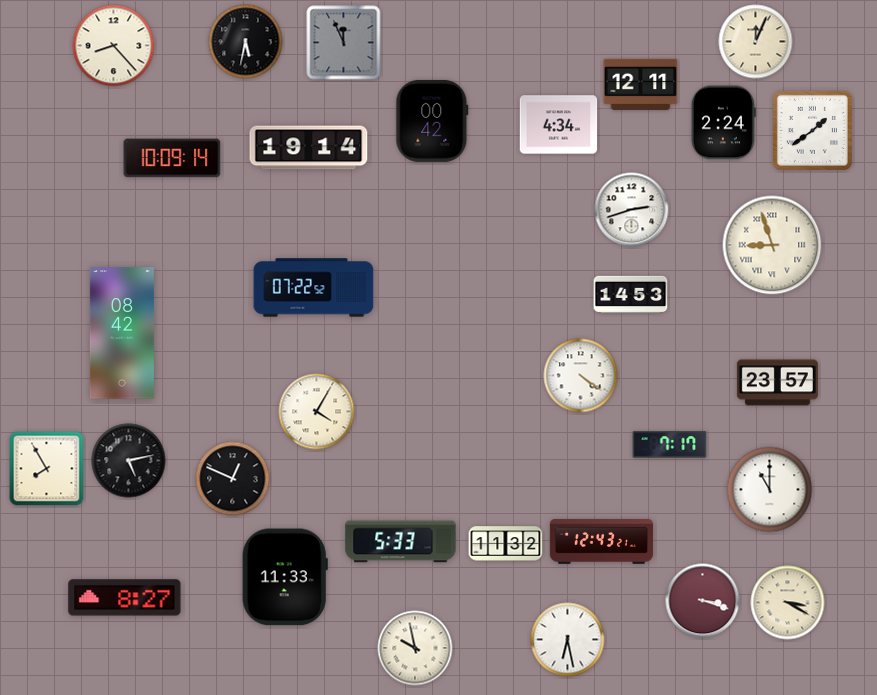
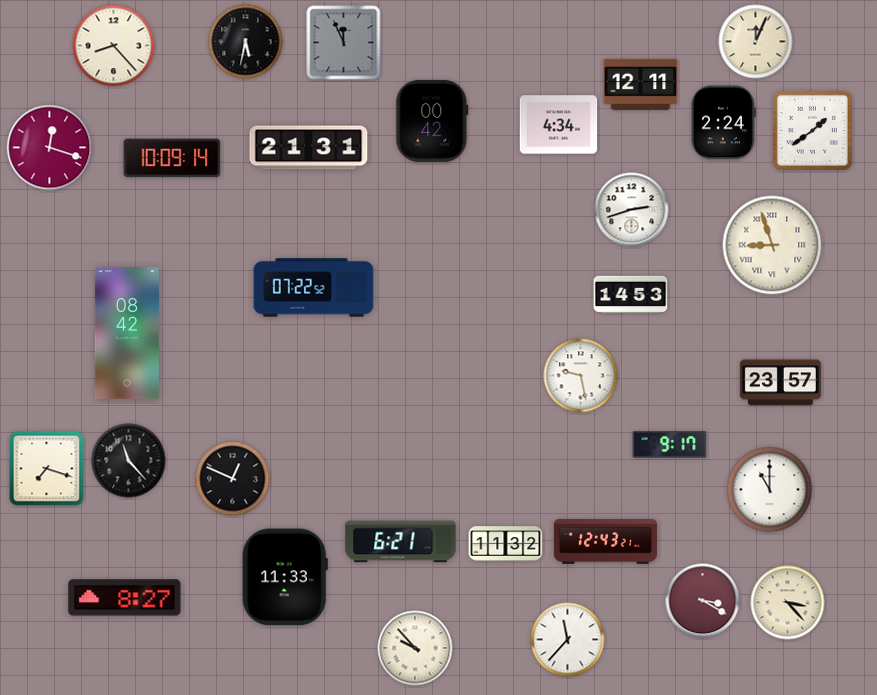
clock at (50, 148): none -> 12:18
clock at (309, 148): 19:14 -> 21:31
clock at (122, 333) position: (122, 333) -> (127, 333)
clock at (581, 376): 4:21 -> 9:28
clock at (777, 383) position: (777, 383) -> (780, 383)
clock at (317, 412): 4:05 -> none
clock at (670, 445): 7:17 -> 9:17
clock at (129, 461): 5:13 -> 11:23
clock at (47, 469): 7:55 -> 7:18
clock at (401, 542): 5:33 -> 6:21
clock at (601, 542) position: (601, 542) -> (605, 542)
clock at (703, 601): 3:18 -> 3:20
clock at (788, 603): 3:20 -> 3:23
clock at (568, 640): 6:28 -> 11:37
clock at (415, 648): 9:58 -> 9:53
